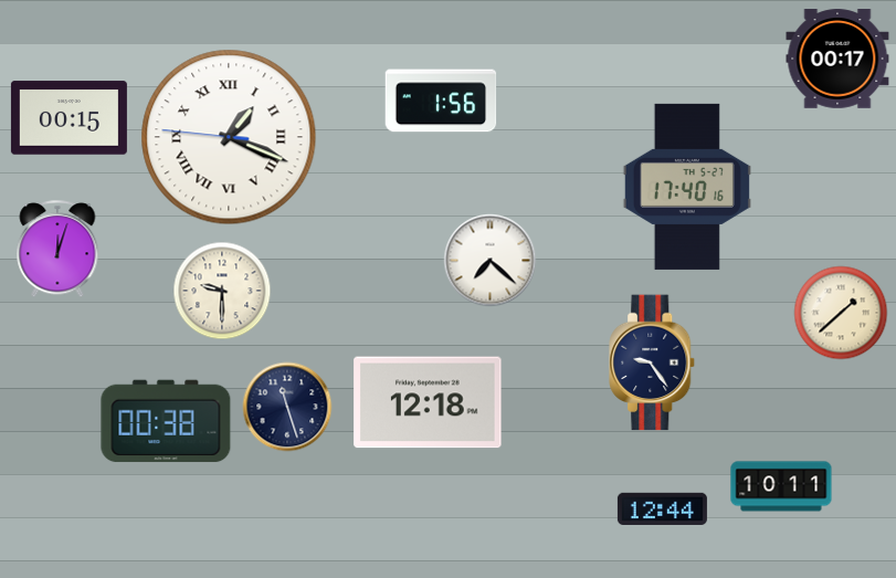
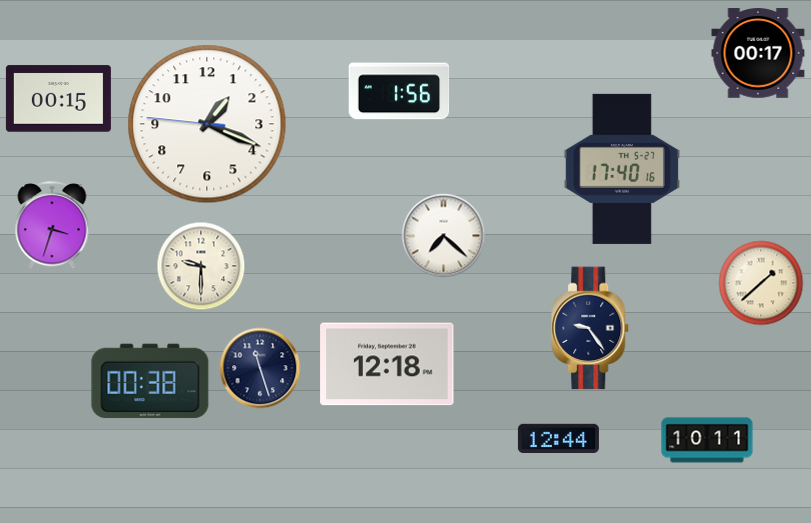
clock at (68, 118) position: (68, 118) -> (58, 99)
clock at (229, 137) numerals: Roman -> Arabic
clock at (57, 250): 12:03 -> 3:33
clock at (222, 291) position: (222, 291) -> (201, 266)
clock at (662, 508) position: (662, 508) -> (558, 438)
